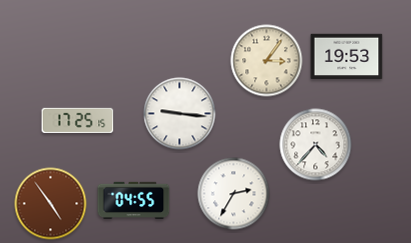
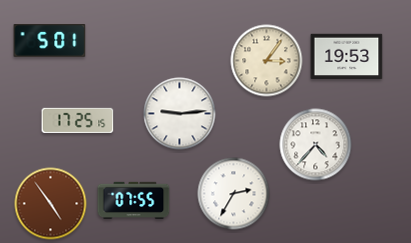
clock at (50, 41): none -> 5:01
clock at (180, 114): 9:16 -> 9:14
clock at (134, 201): 04:55 -> 07:55
